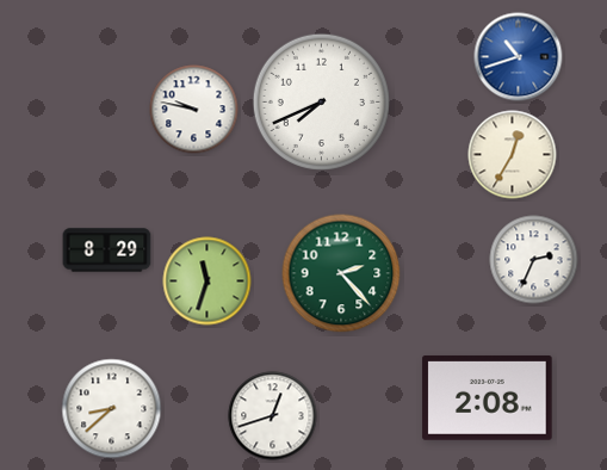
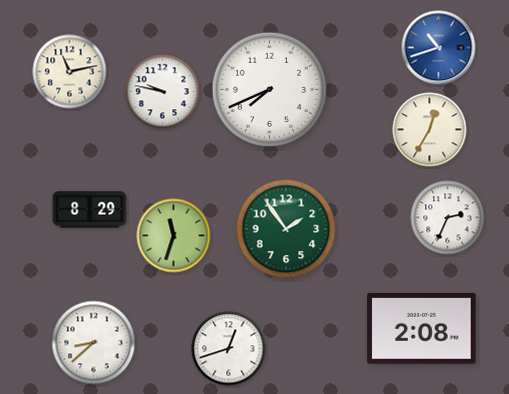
clock at (519, 57) position: (519, 57) -> (439, 48)
clock at (70, 72): none -> 11:13
clock at (321, 101) position: (321, 101) -> (269, 89)
clock at (341, 273): 2:23 -> 1:54
clock at (488, 398) position: (488, 398) -> (422, 329)
